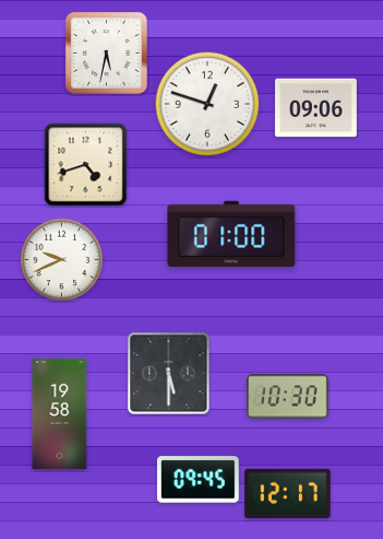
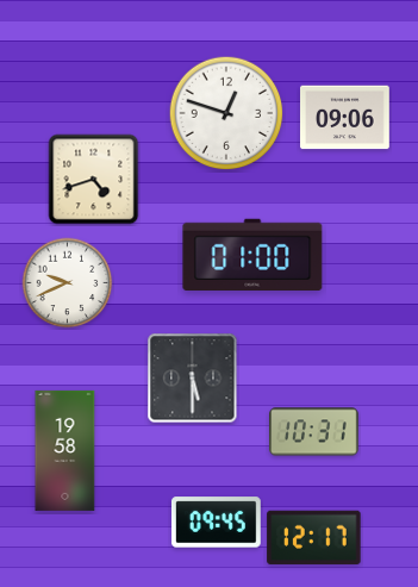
clock at (107, 54): 5:32 -> none
clock at (169, 374) position: (169, 374) -> (193, 379)
clock at (288, 397): 10:30 -> 10:31
